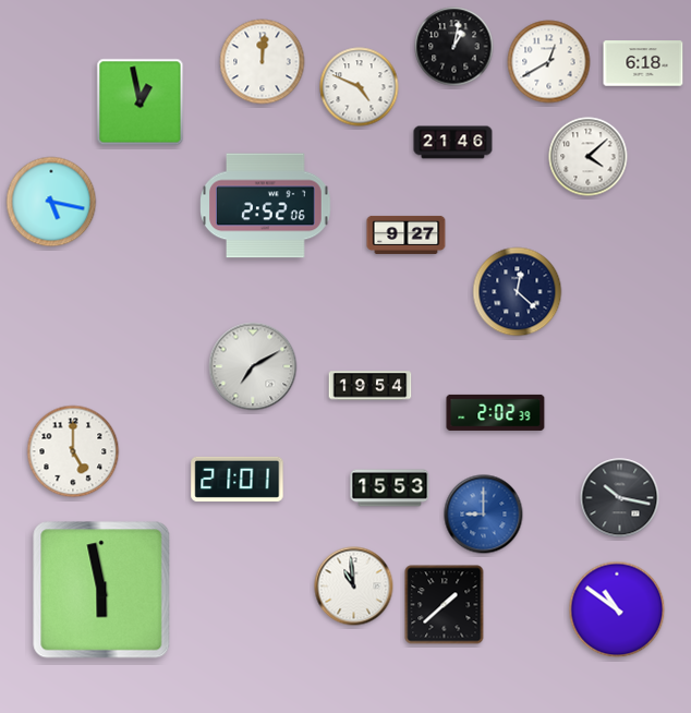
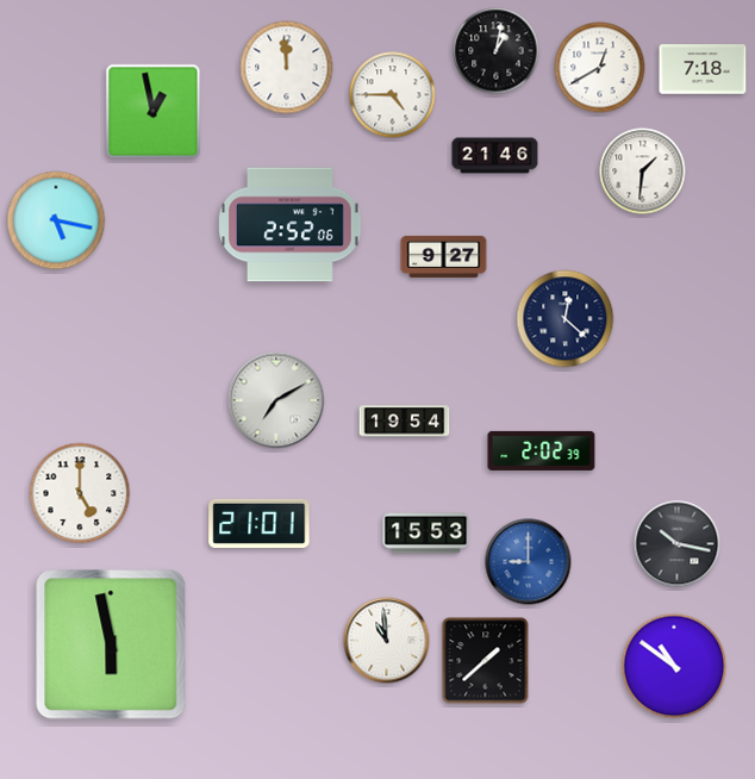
clock at (263, 62): 12:01 -> 11:59
clock at (643, 63): 6:18 -> 7:18
clock at (360, 87): 4:49 -> 4:45
clock at (589, 157): 4:08 -> 1:31
